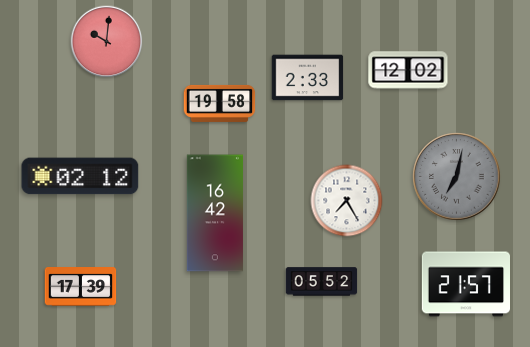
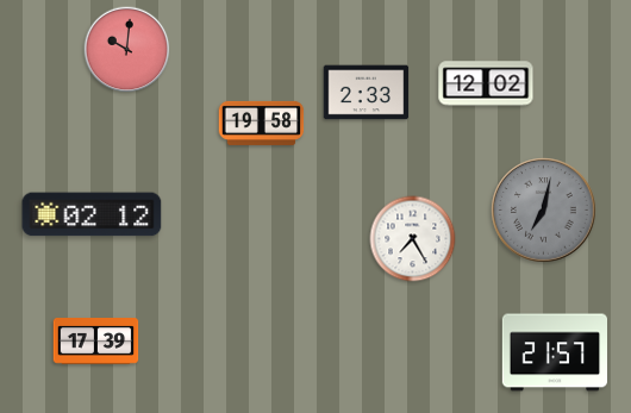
clock at (80, 176) position: (80, 176) -> (92, 214)
clock at (215, 213): 16:42 -> none
clock at (322, 282): 05:52 -> none
clock at (465, 284) position: (465, 284) -> (554, 352)
